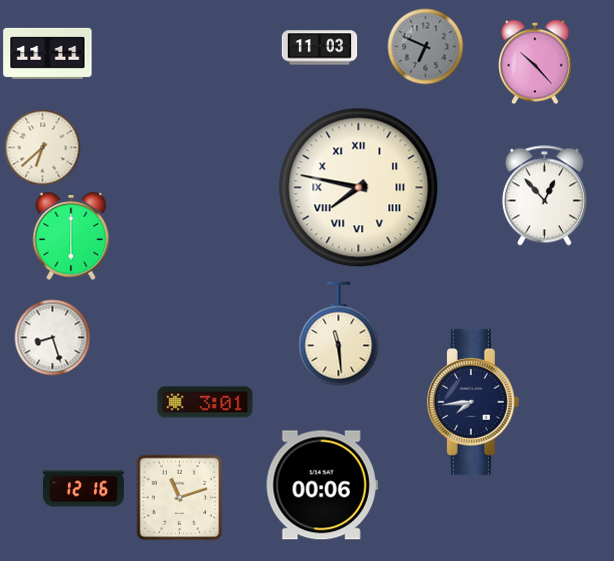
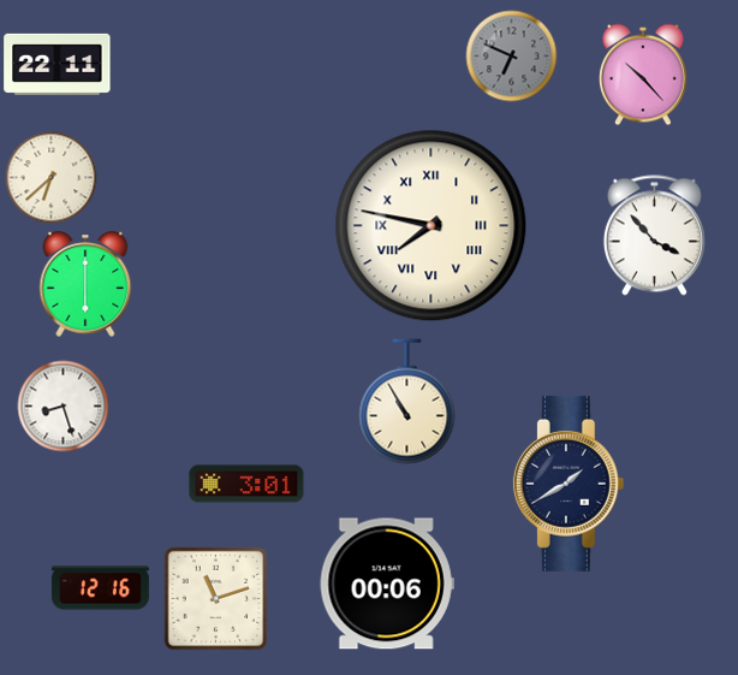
clock at (320, 48): 11:03 -> none
clock at (48, 53): 11:11 -> 22:11
clock at (544, 196): 12:53 -> 3:53
clock at (339, 334): 11:29 -> 10:55
clock at (473, 402): 7:44 -> 1:40
